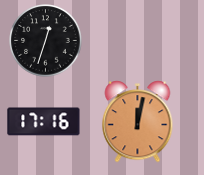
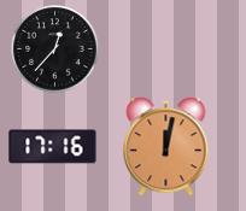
clock at (46, 41): 12:33 -> 12:37
